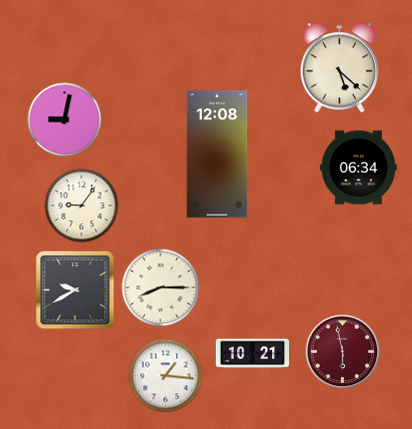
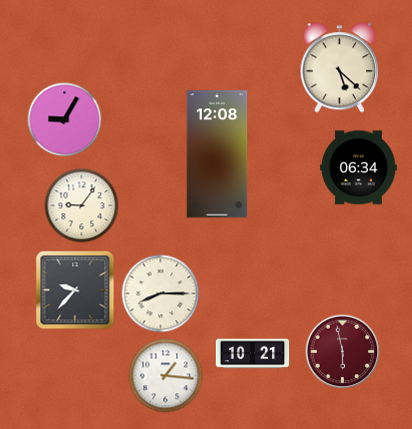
clock at (65, 120): 9:02 -> 9:05
clock at (161, 288) position: (161, 288) -> (161, 294)
clock at (75, 290): 9:40 -> 9:37
